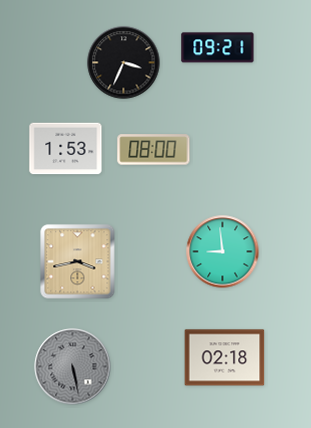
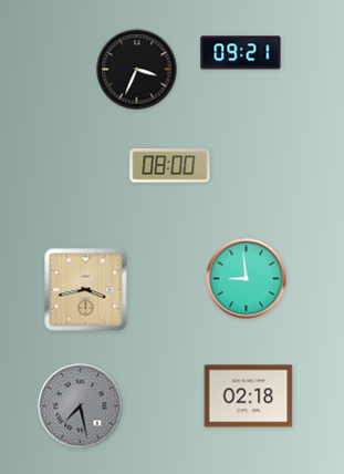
clock at (66, 149): 1:53 -> none
clock at (73, 367): 5:28 -> 7:28
